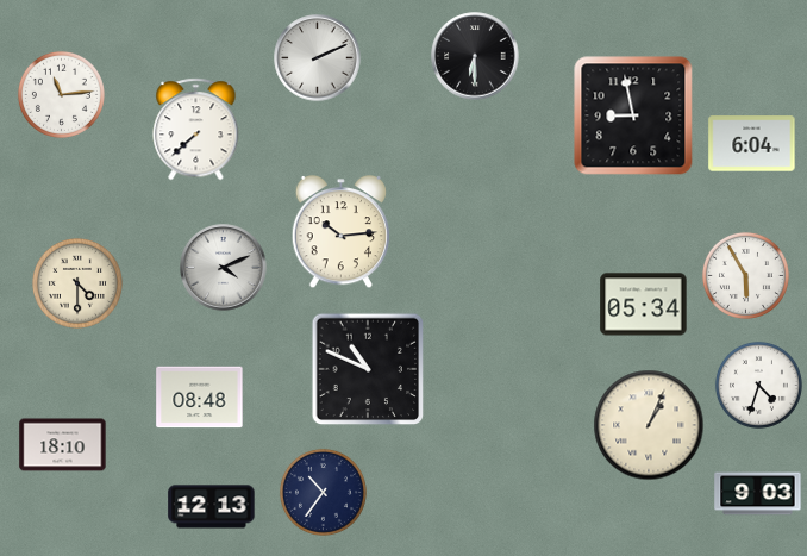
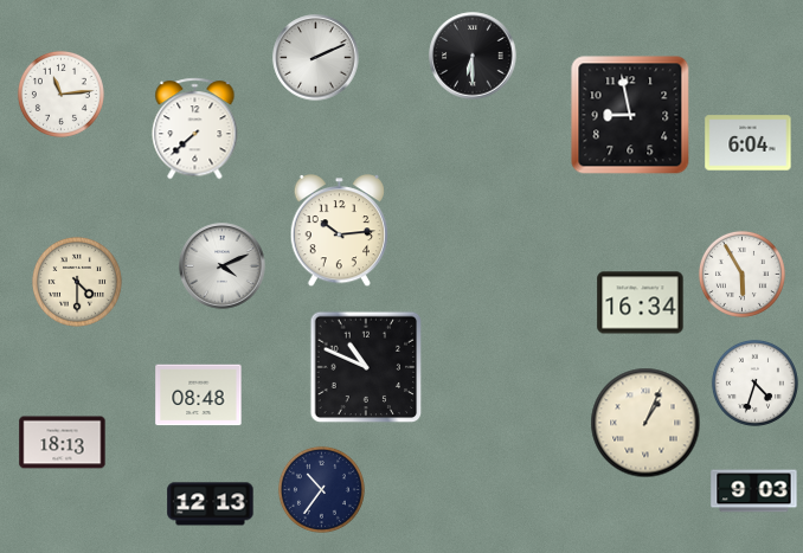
clock at (644, 305): 05:34 -> 16:34
clock at (63, 445): 18:10 -> 18:13
